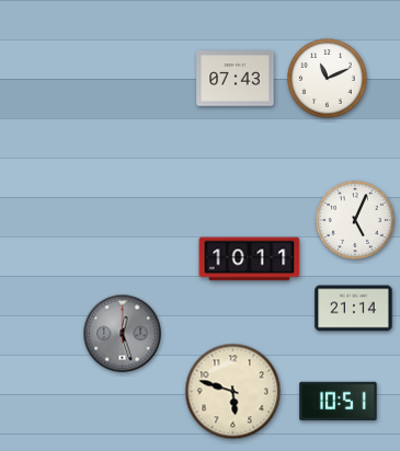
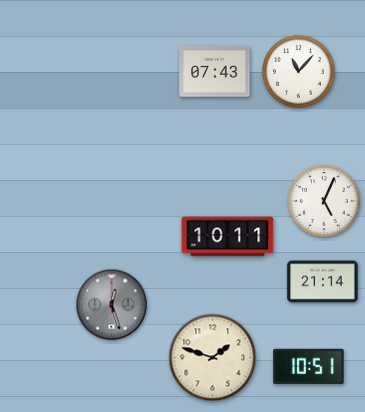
clock at (328, 79): 11:11 -> 11:07
clock at (233, 392): 5:48 -> 1:48
